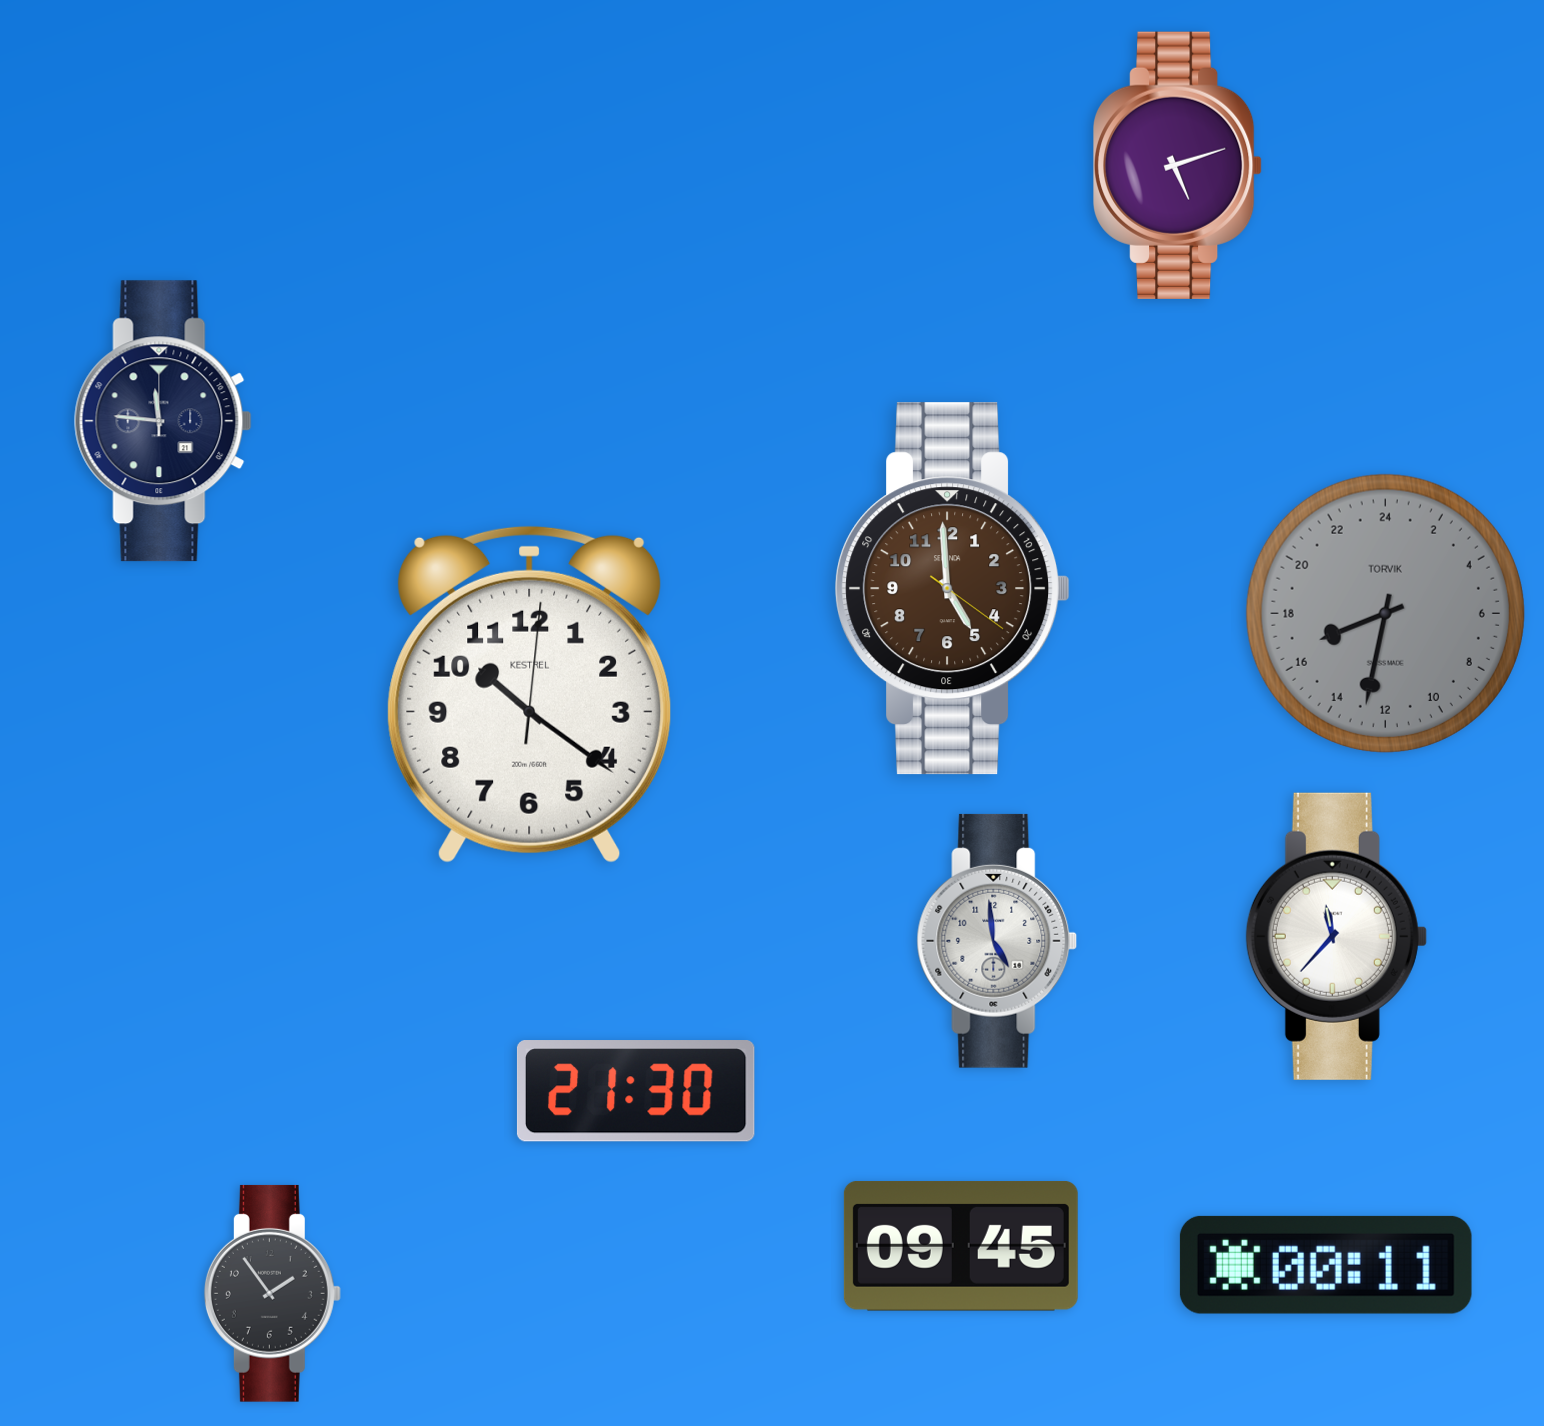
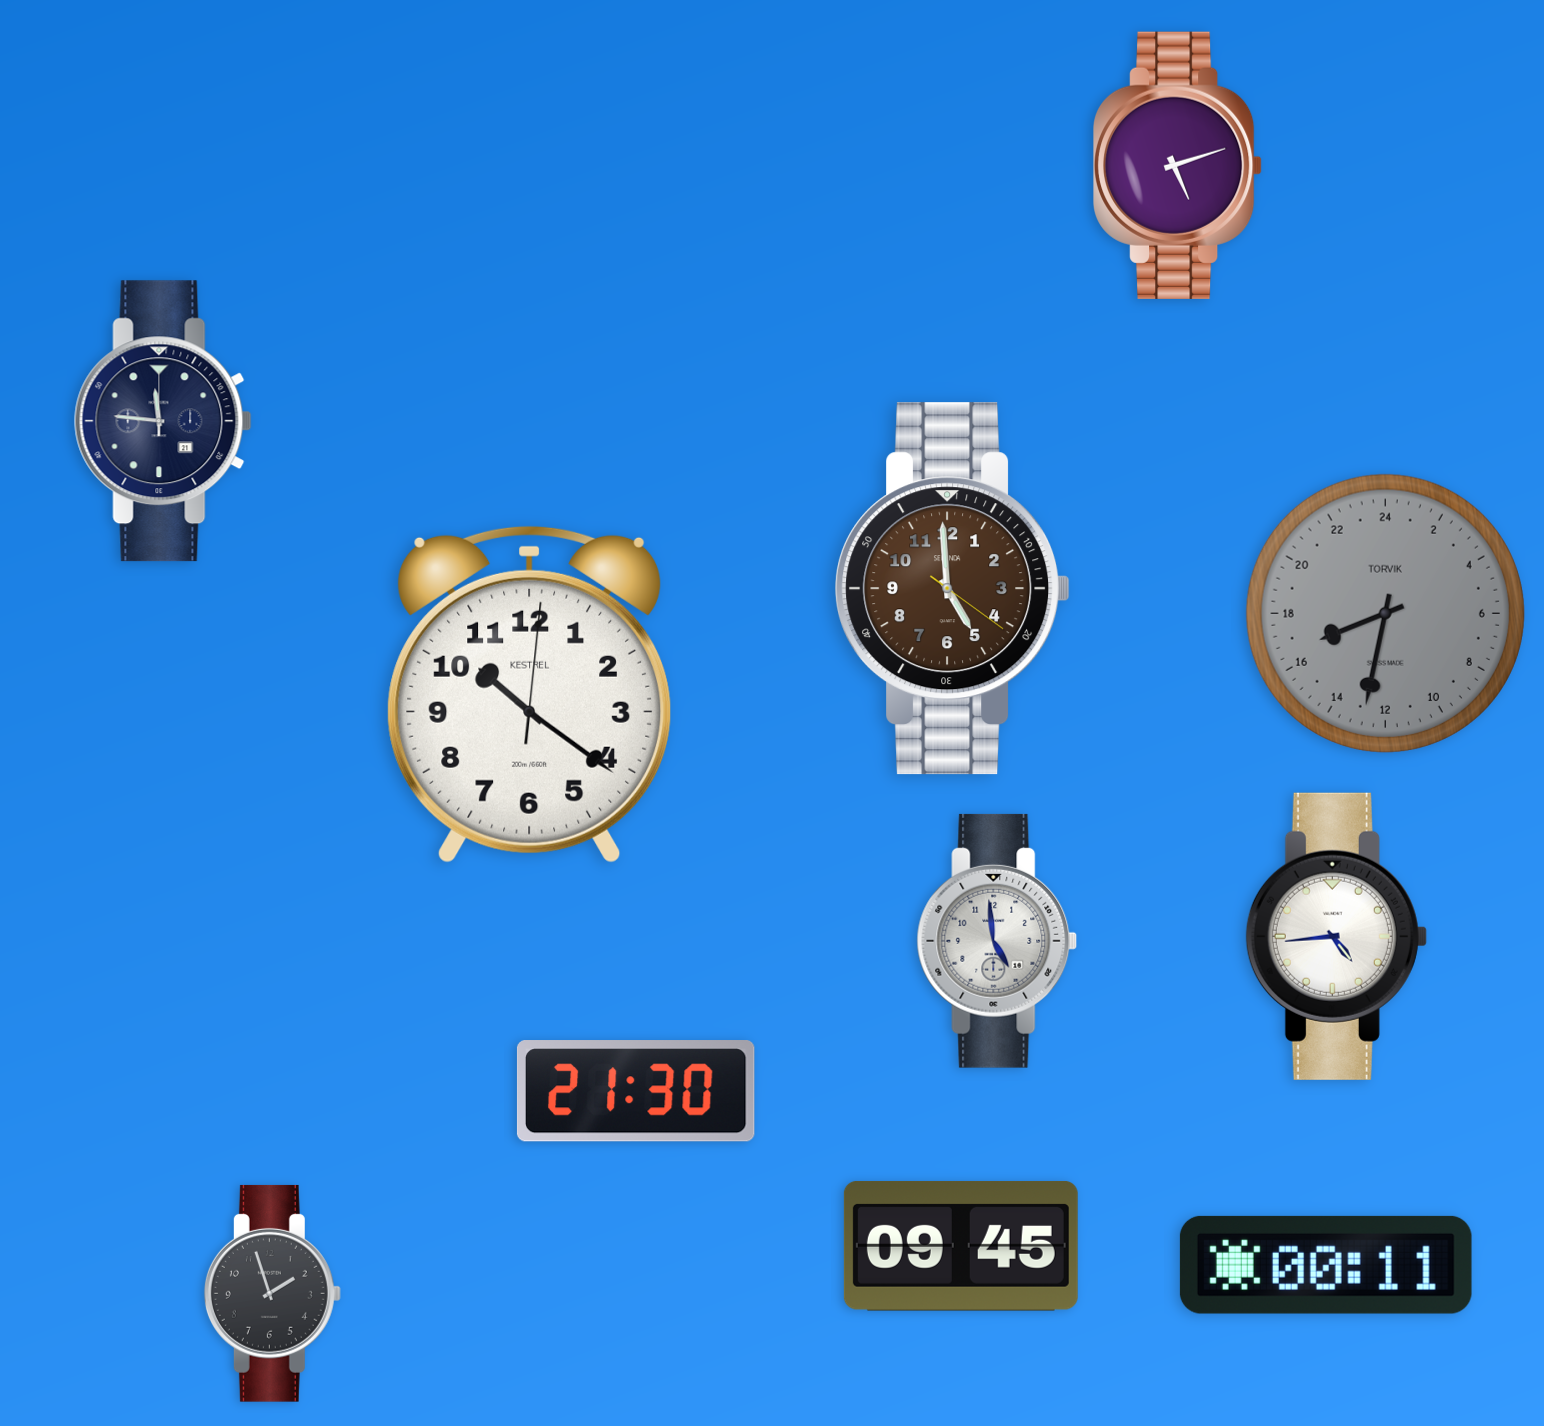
clock at (1336, 936): 11:37 -> 4:44
clock at (272, 1293): 1:54 -> 1:57
